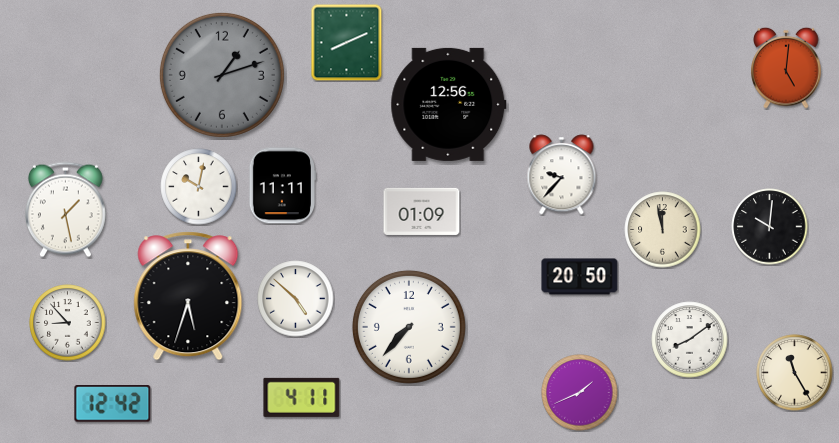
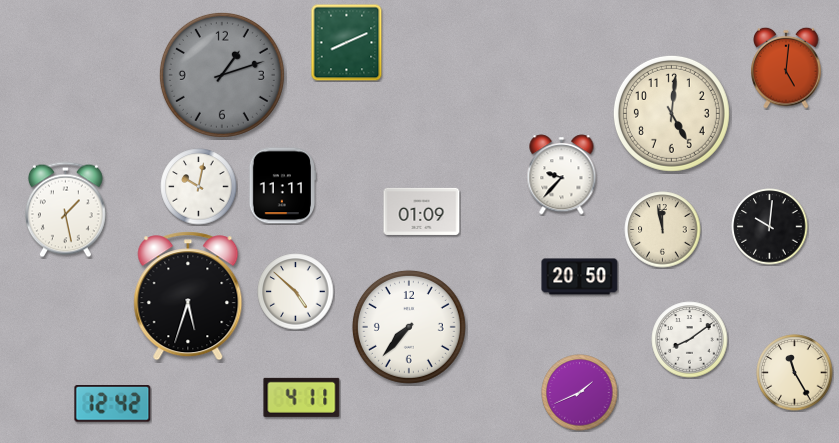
clock at (449, 104): 12:56 -> none
clock at (671, 113): none -> 5:01
clock at (296, 299) position: (296, 299) -> (296, 292)
clock at (68, 323): 8:53 -> none
